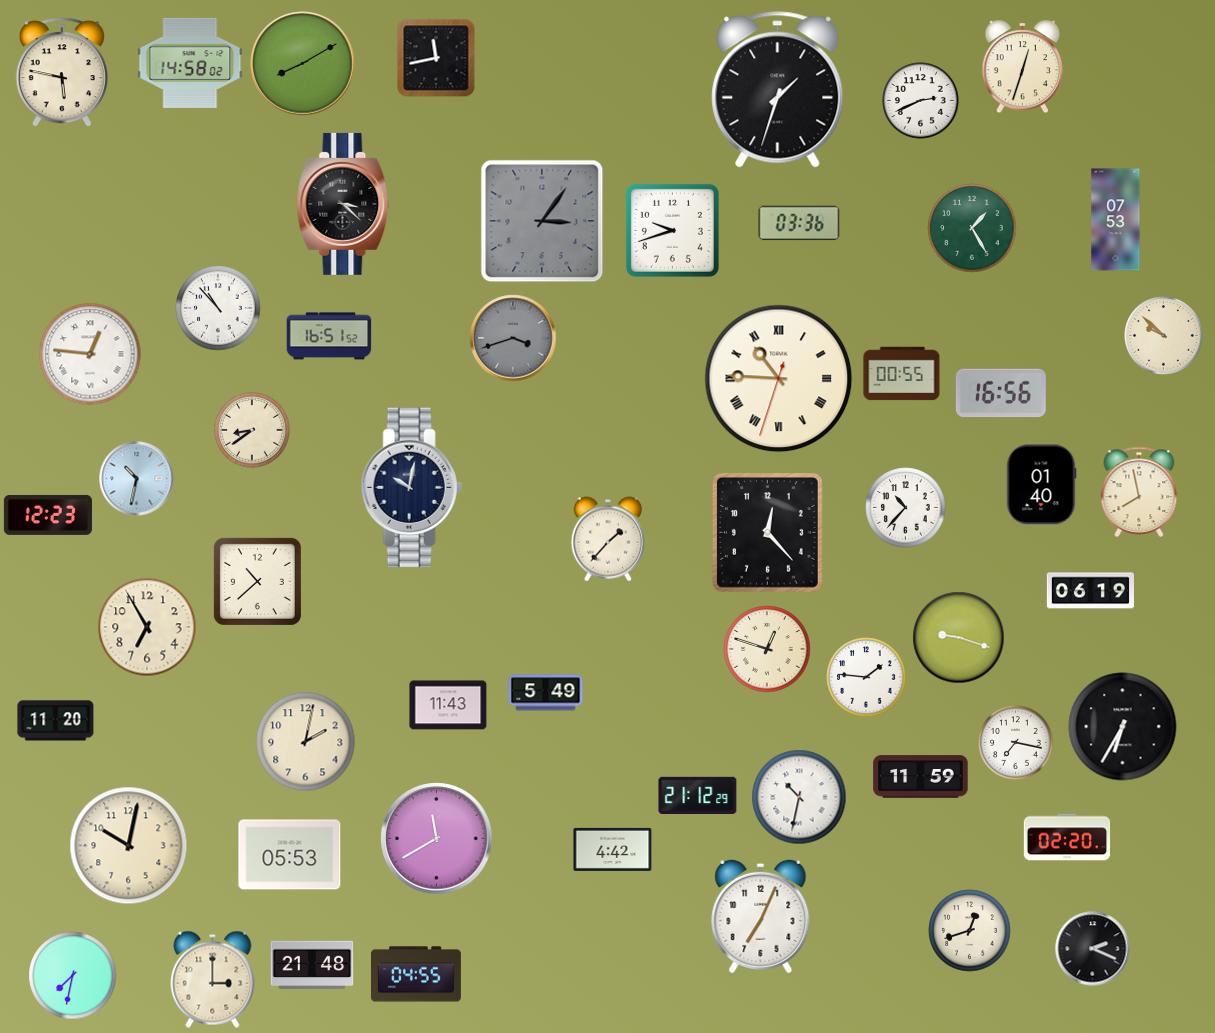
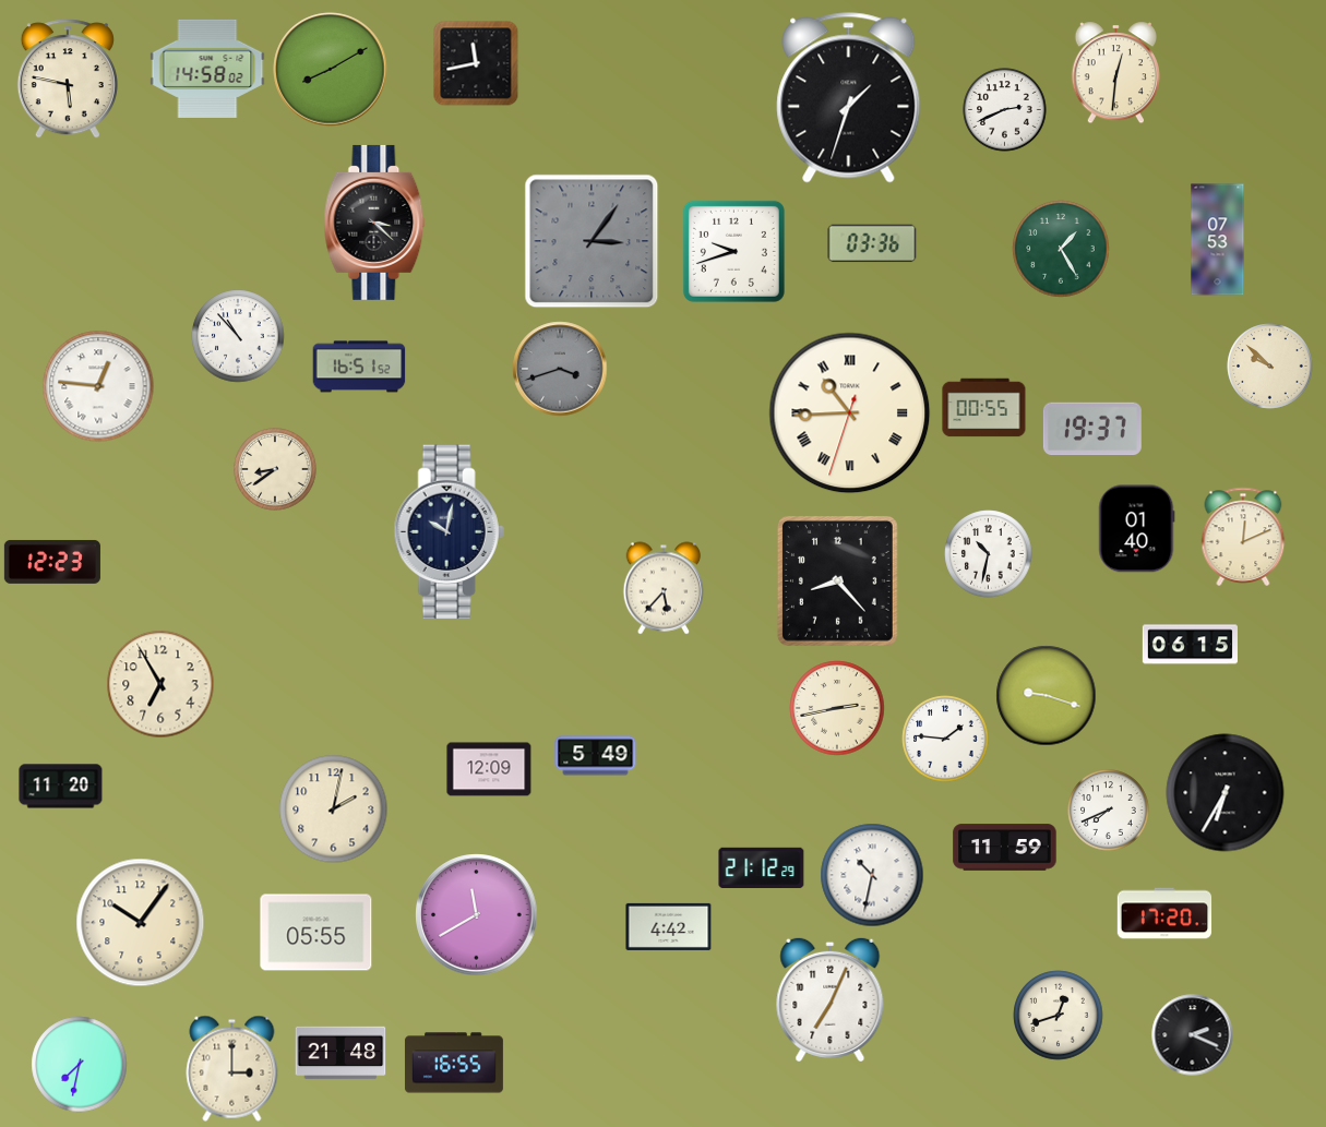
clock at (1022, 67): 12:33 -> 12:31
clock at (779, 379): 10:45 -> 10:44
clock at (1001, 393): 16:56 -> 19:37
clock at (137, 479): 10:32 -> none
clock at (1139, 492): 7:58 -> 12:11
clock at (906, 508): 10:37 -> 10:32
clock at (767, 532): 12:23 -> 8:23
clock at (608, 539): 1:37 -> 5:37
clock at (257, 581): 10:38 -> none
clock at (1090, 591): 06:19 -> 06:15
clock at (767, 649): 12:48 -> 2:43
clock at (448, 705): 11:43 -> 12:09
clock at (1016, 743): 7:17 -> 7:41
clock at (799, 797) position: (799, 797) -> (872, 875)
clock at (1067, 837): 02:20 -> 17:20
clock at (129, 846): 10:02 -> 10:06
clock at (290, 855): 05:53 -> 05:55
clock at (416, 974): 04:55 -> 16:55
